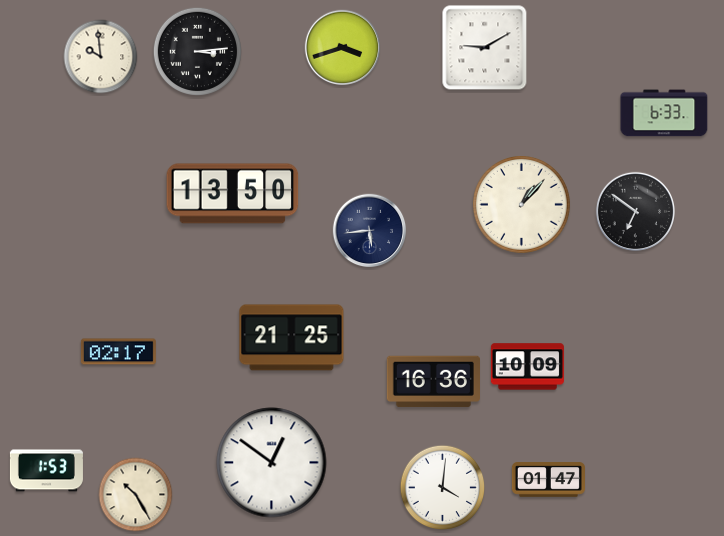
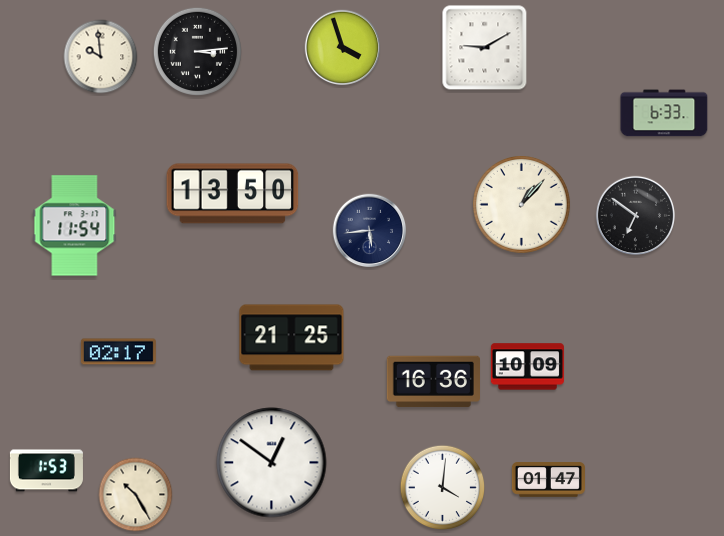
clock at (343, 48): 3:42 -> 3:57
clock at (635, 211) position: (635, 211) -> (635, 215)
clock at (75, 226): none -> 11:54
